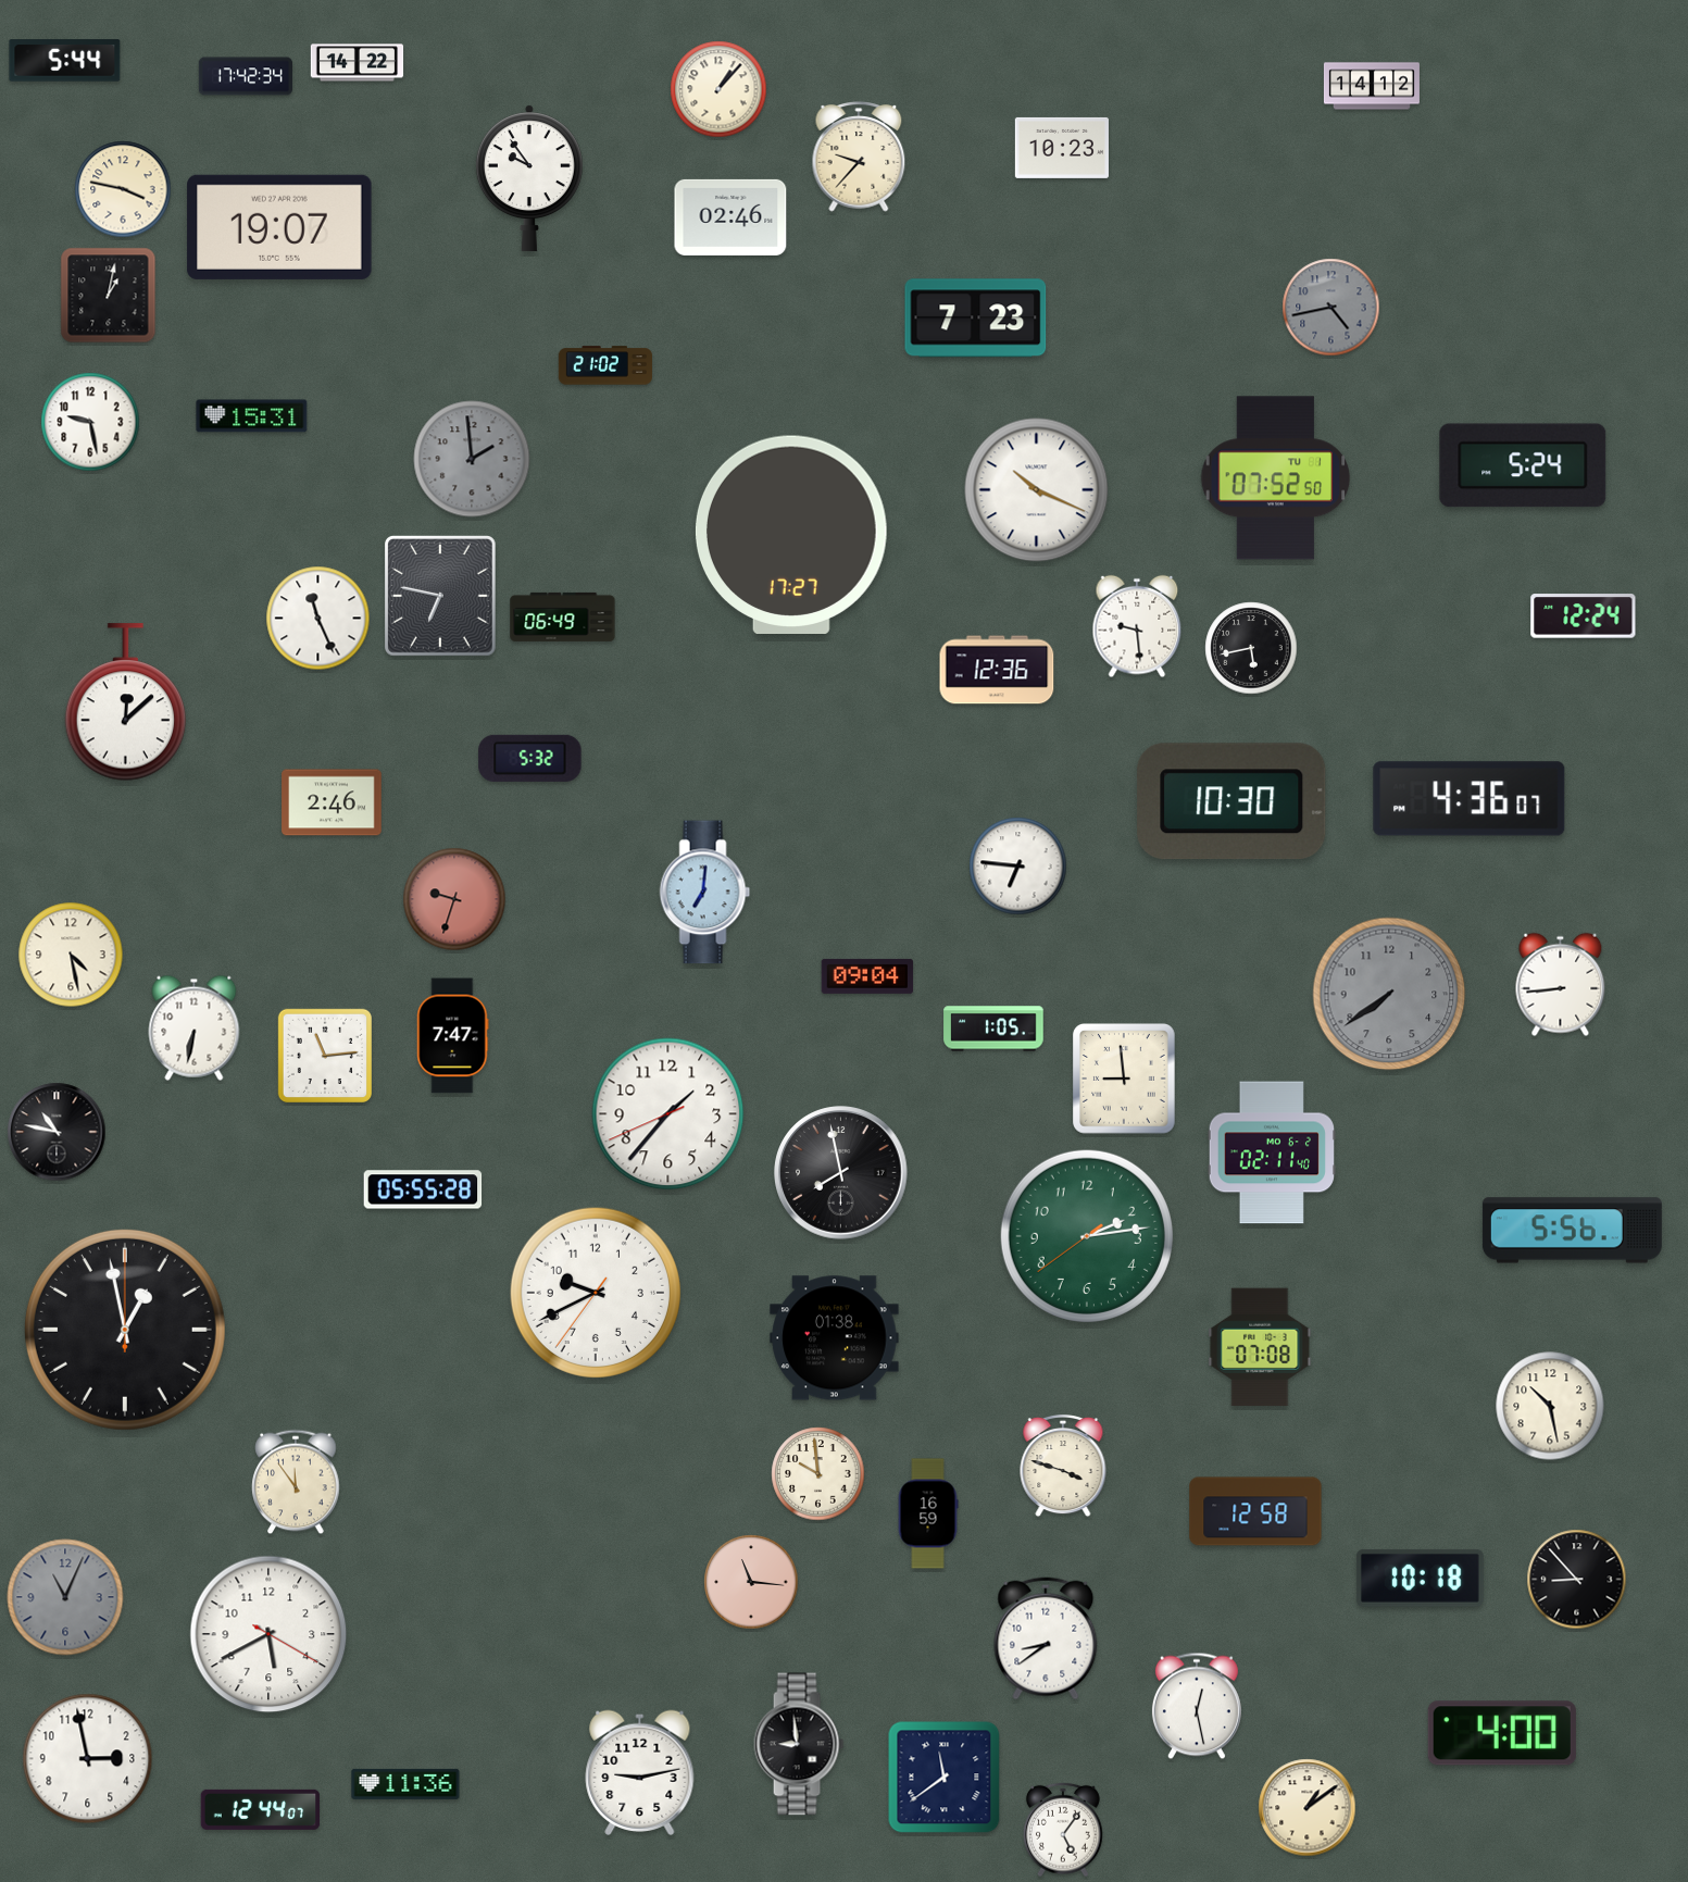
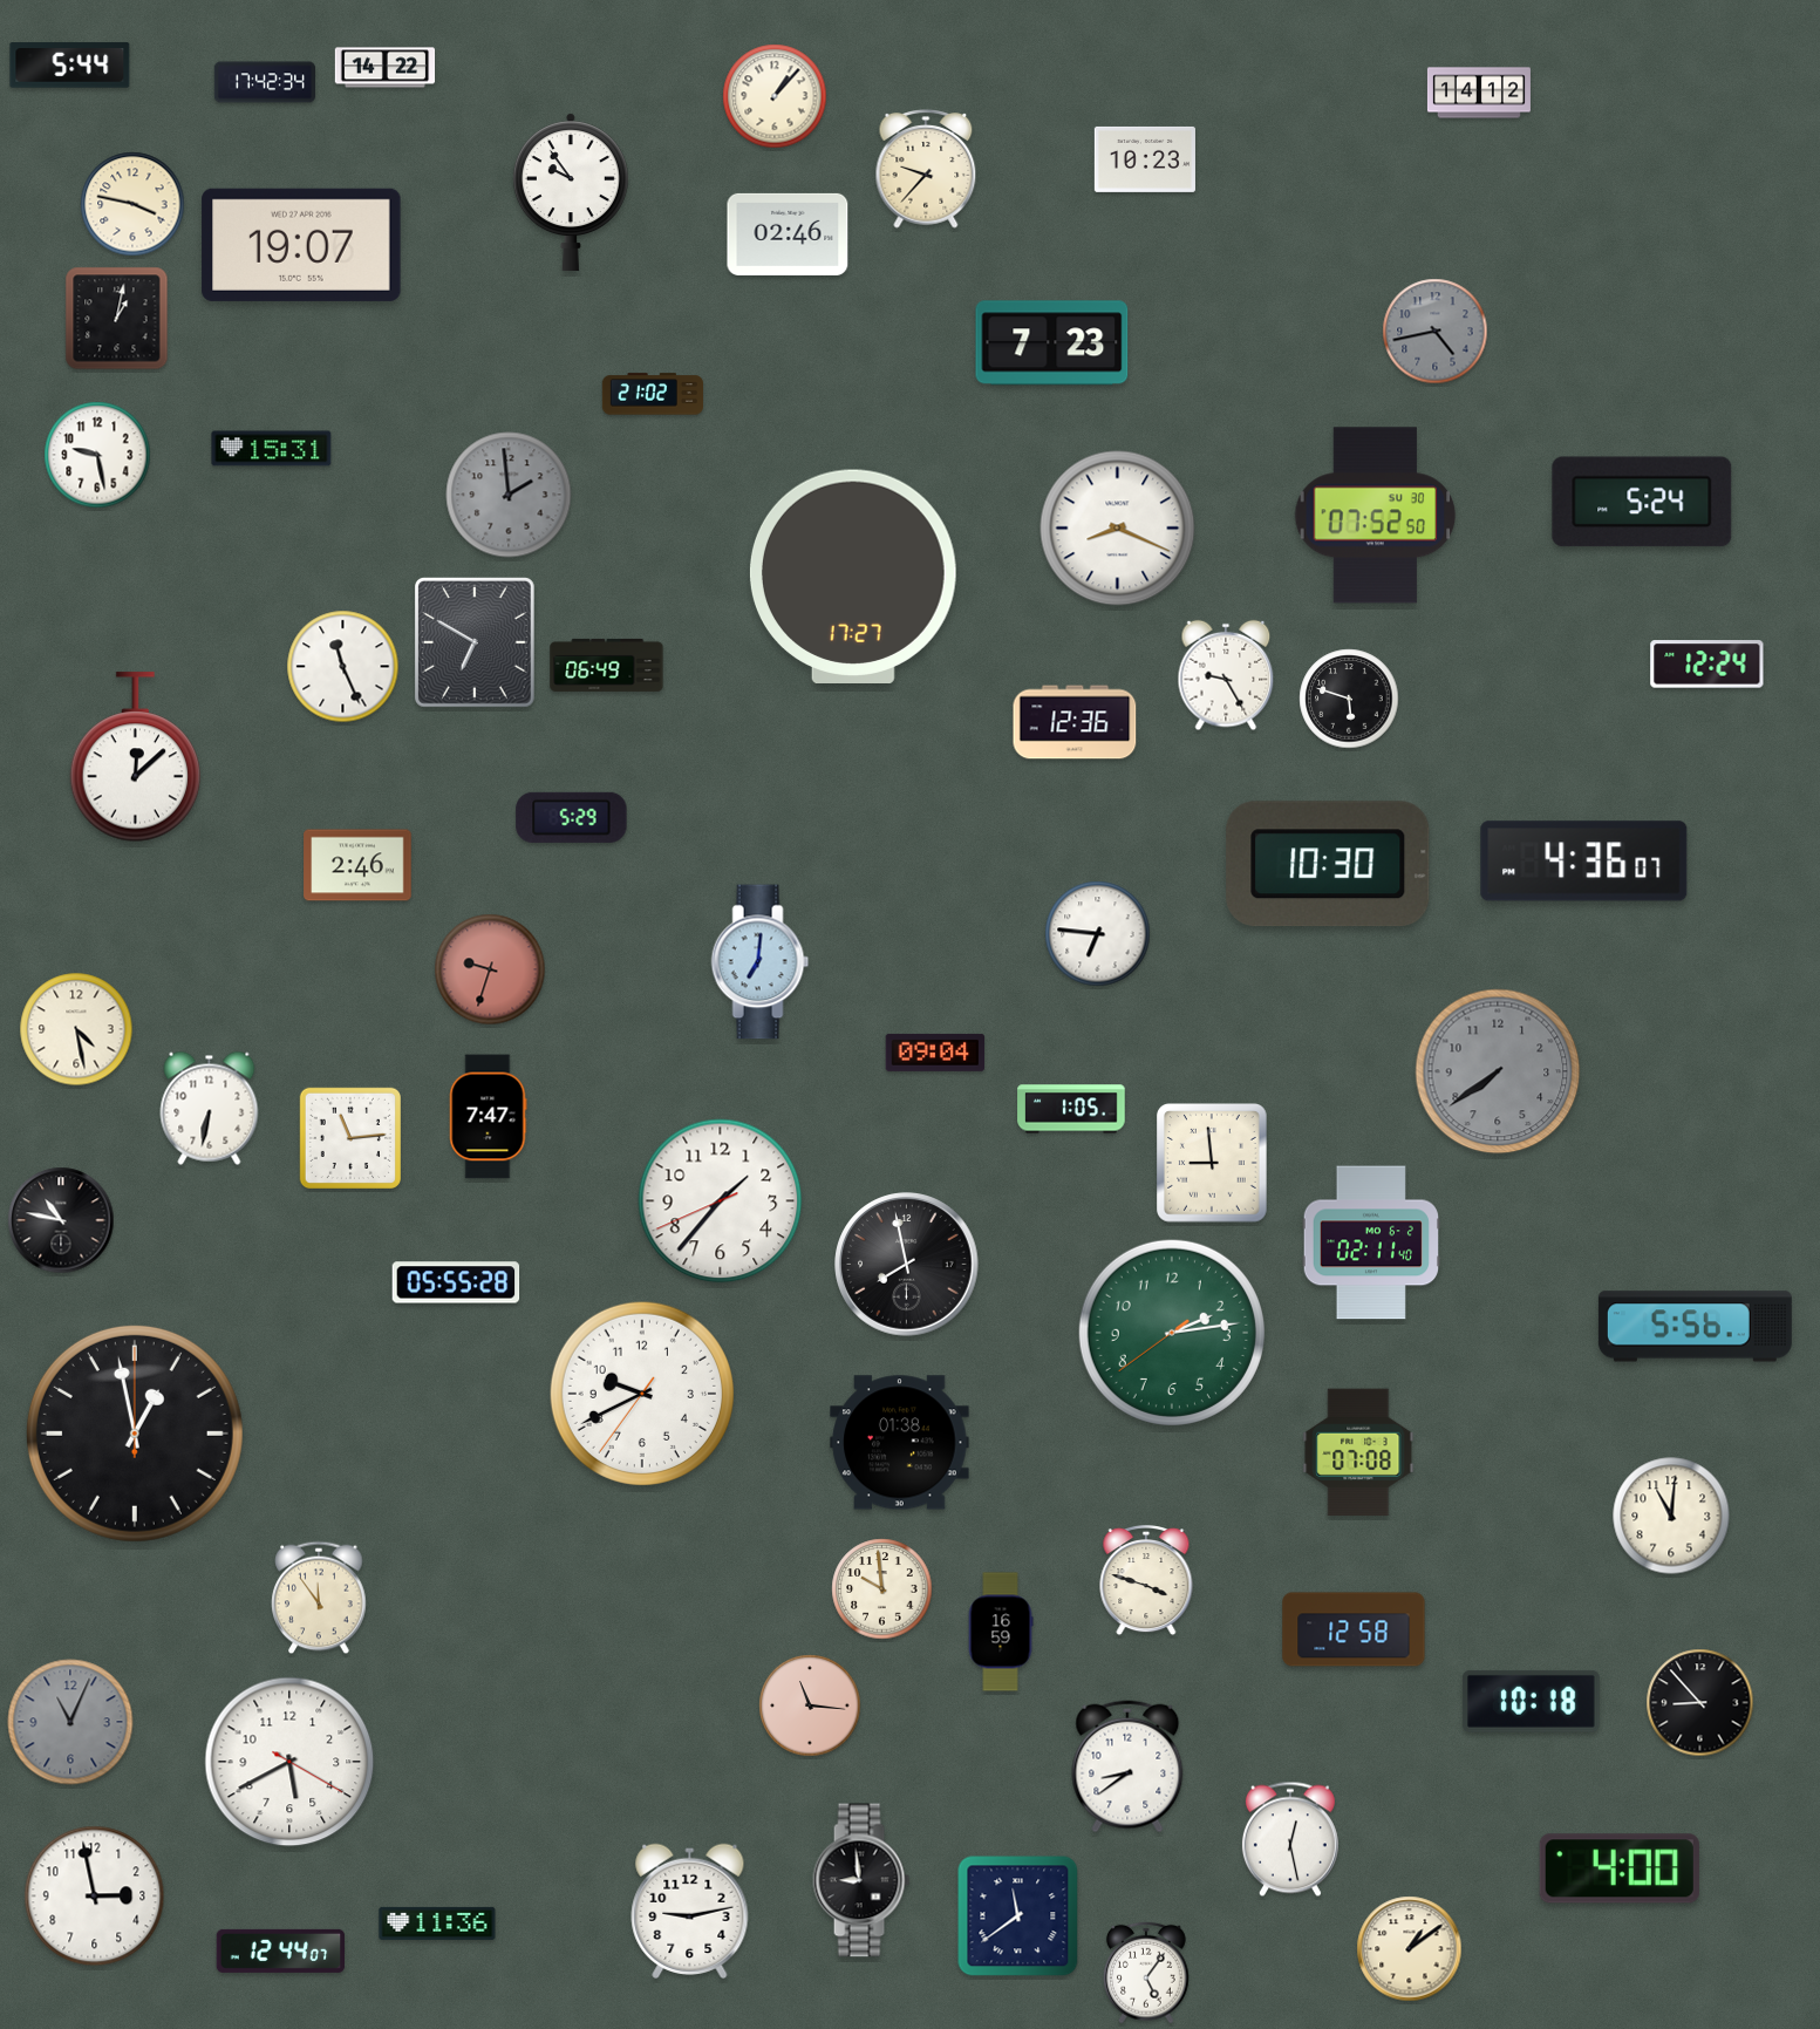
clock at (1276, 478) date: TU 1 -> SU 30
clock at (1037, 490): 10:19 -> 8:19
clock at (440, 597): 6:47 -> 6:50
clock at (1137, 626): 9:29 -> 9:25
clock at (1251, 648): 5:43 -> 5:48
clock at (530, 758): 5:32 -> 5:29
clock at (1561, 985): 8:44 -> none
clock at (1550, 1406): 10:28 -> 11:01
